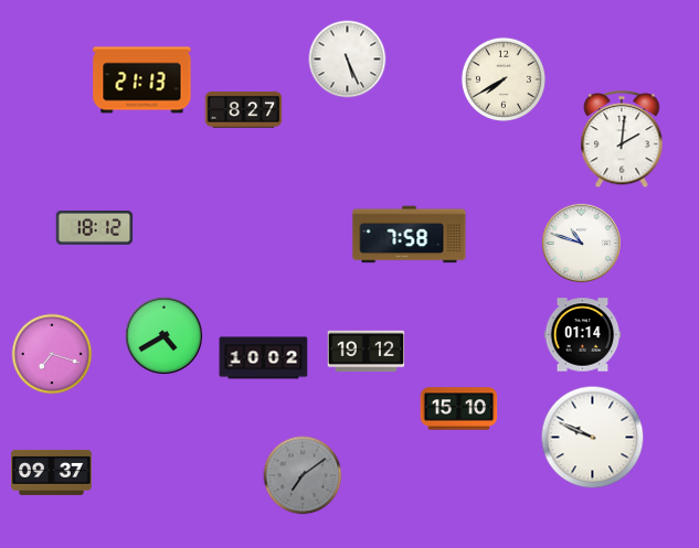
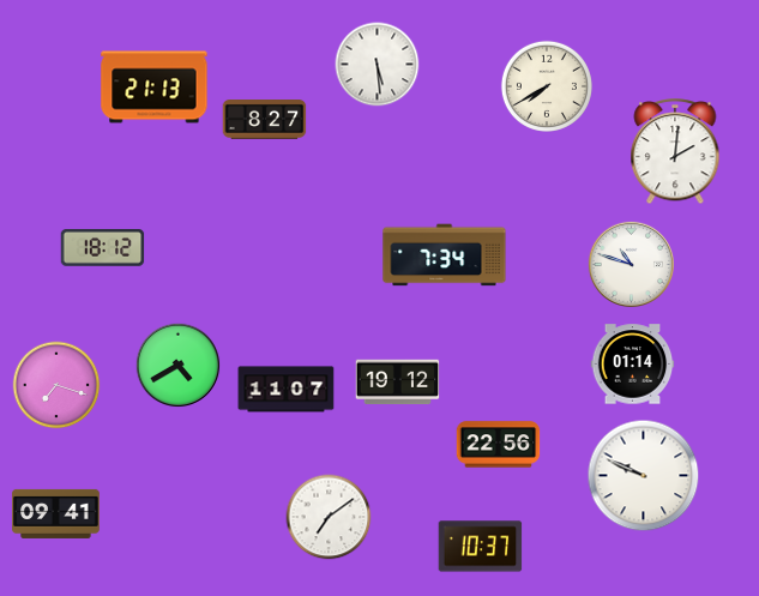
clock at (348, 60): 5:26 -> 5:29
clock at (410, 235): 7:58 -> 7:34
clock at (264, 358): 10:02 -> 11:07
clock at (459, 409): 15:10 -> 22:56
clock at (52, 472): 09:37 -> 09:41
clock at (303, 475) dial: grey -> white
clock at (481, 547): none -> 10:37
